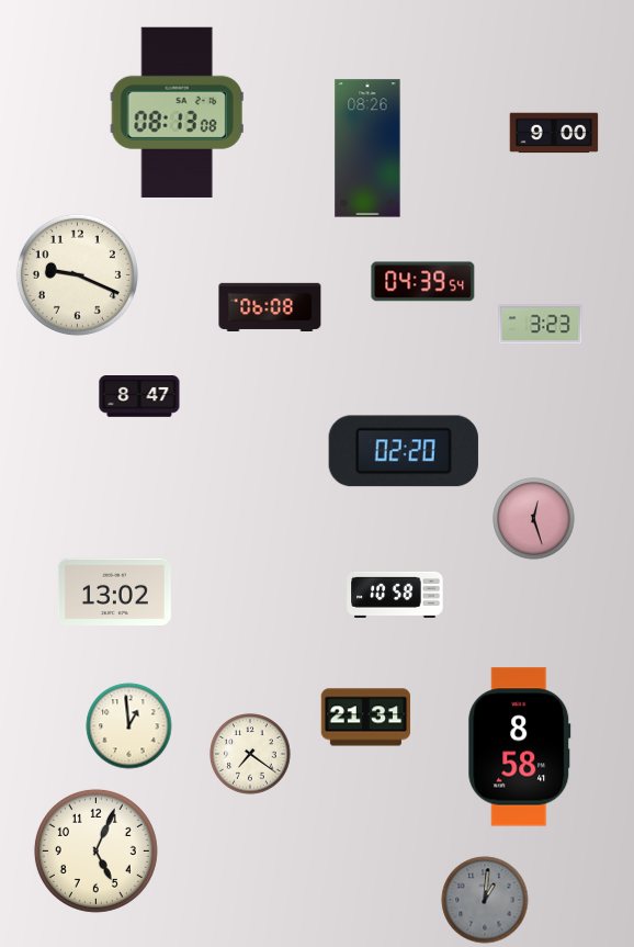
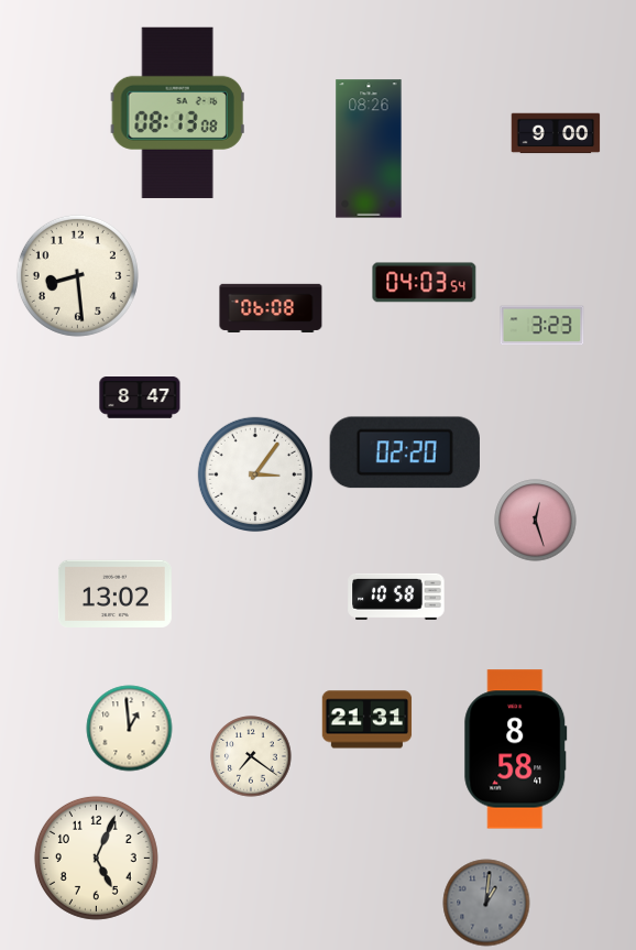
clock at (77, 274): 9:19 -> 8:29
clock at (423, 282): 04:39 -> 04:03
clock at (255, 474): none -> 3:06
clock at (520, 747) position: (520, 747) -> (516, 750)
clock at (95, 850) position: (95, 850) -> (96, 858)
